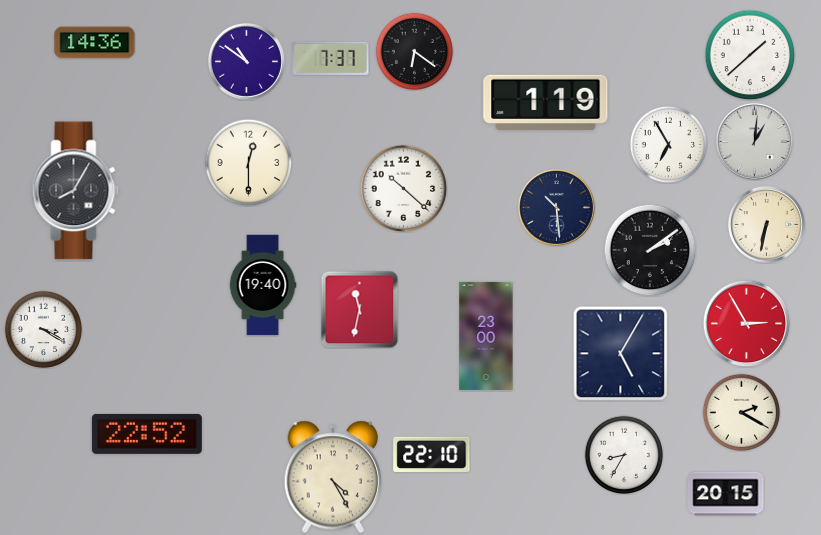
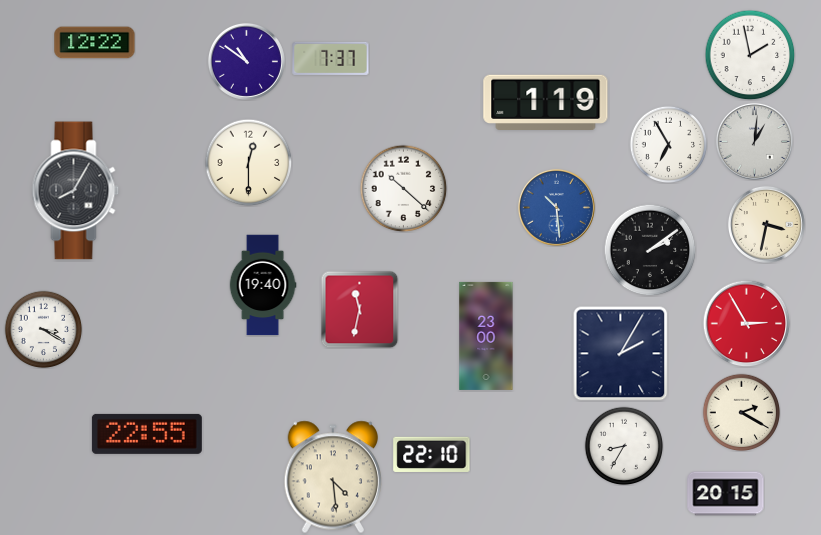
clock at (95, 43): 14:36 -> 12:22
clock at (414, 51): 6:21 -> none
clock at (750, 55): 1:38 -> 1:58
clock at (556, 207) dial: navy -> blue
clock at (766, 224): 6:32 -> 3:32
clock at (620, 353): 5:05 -> 2:05
clock at (147, 434): 22:52 -> 22:55
clock at (624, 455) position: (624, 455) -> (624, 446)
clock at (332, 477): 4:25 -> 4:29
